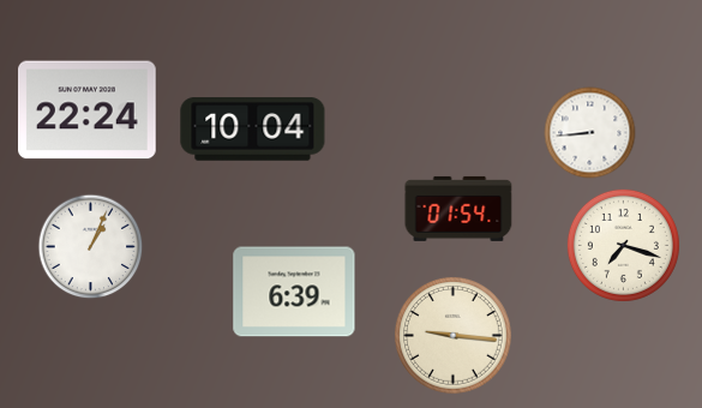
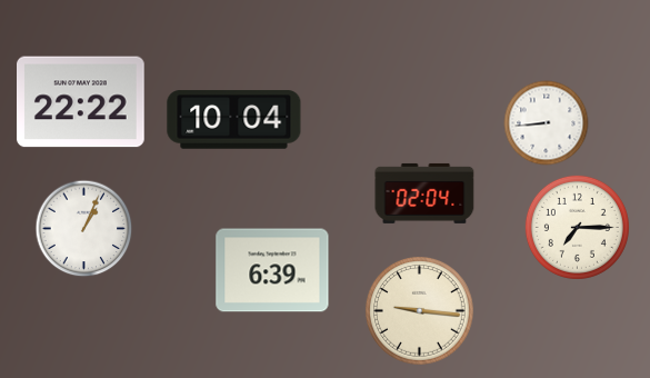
clock at (88, 110): 22:24 -> 22:22
clock at (458, 209): 01:54 -> 02:04
clock at (623, 245): 7:18 -> 7:15
